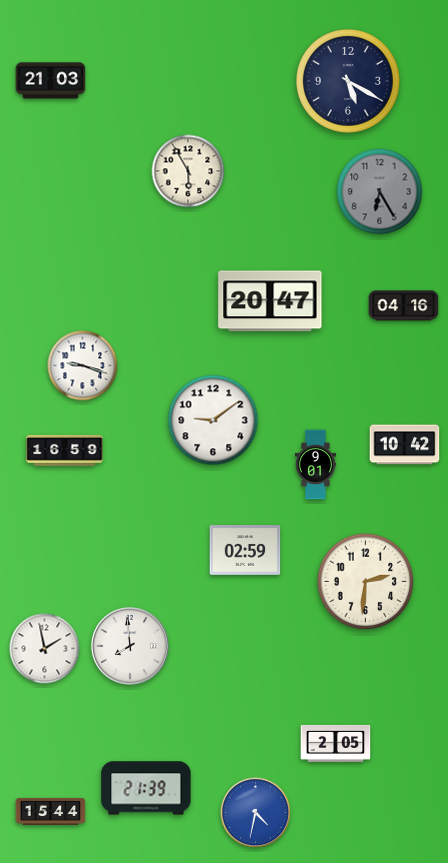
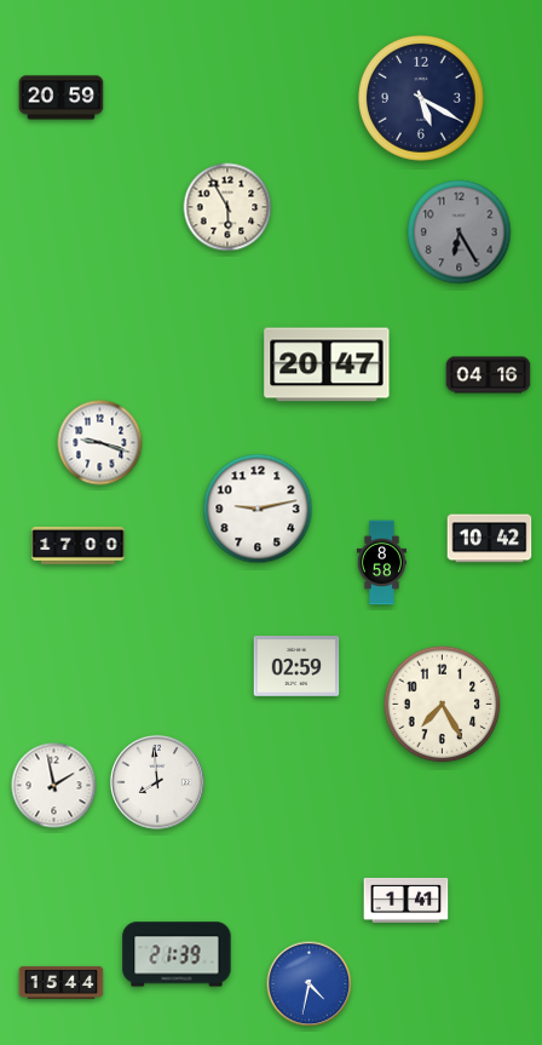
clock at (51, 81): 21:03 -> 20:59
clock at (404, 306) position: (404, 306) -> (489, 375)
clock at (213, 420): 9:09 -> 9:13
clock at (65, 450): 16:59 -> 17:00
clock at (316, 465): 9:01 -> 8:58
clock at (366, 582): 2:31 -> 7:25
clock at (336, 743): 2:05 -> 1:41
